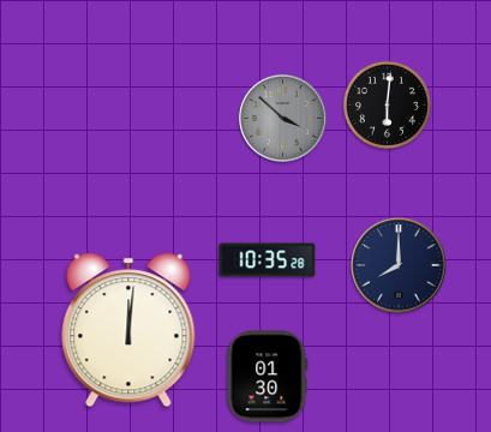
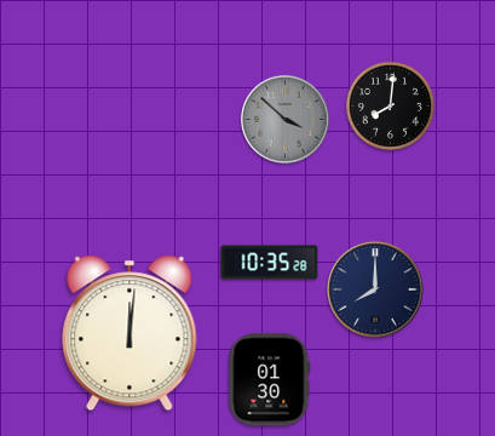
clock at (387, 104): 6:01 -> 8:01
clock at (399, 265) position: (399, 265) -> (375, 289)
